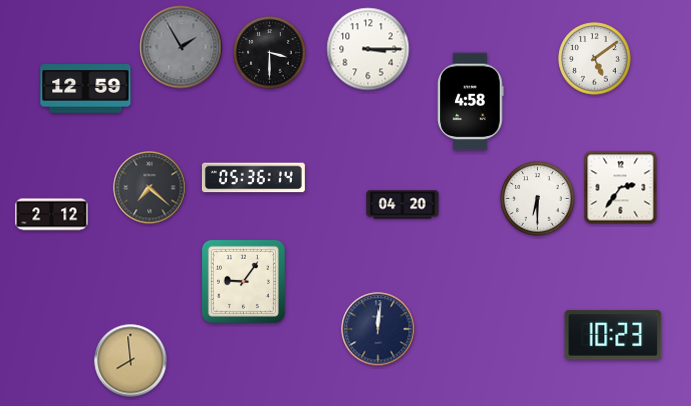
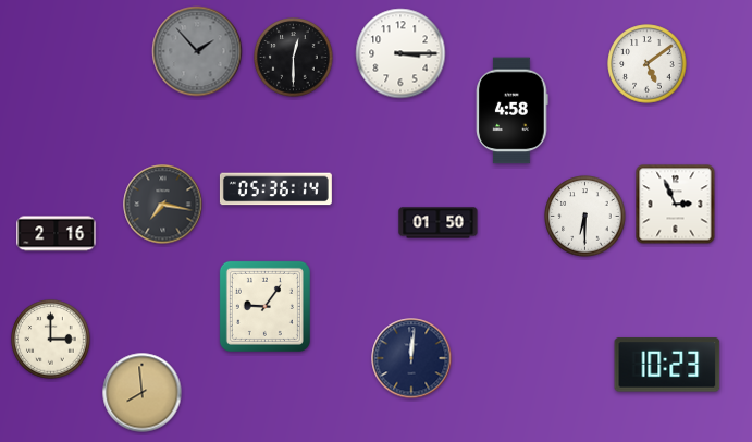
clock at (181, 47): 1:55 -> 1:53
clock at (270, 53): 3:30 -> 12:30
clock at (86, 89): 12:59 -> none
clock at (253, 178) position: (253, 178) -> (275, 189)
clock at (150, 188): 7:22 -> 7:17
clock at (621, 188): 2:36 -> 2:56
clock at (403, 205): 04:20 -> 01:50
clock at (52, 215): 2:12 -> 2:16
clock at (51, 340): none -> 3:00
